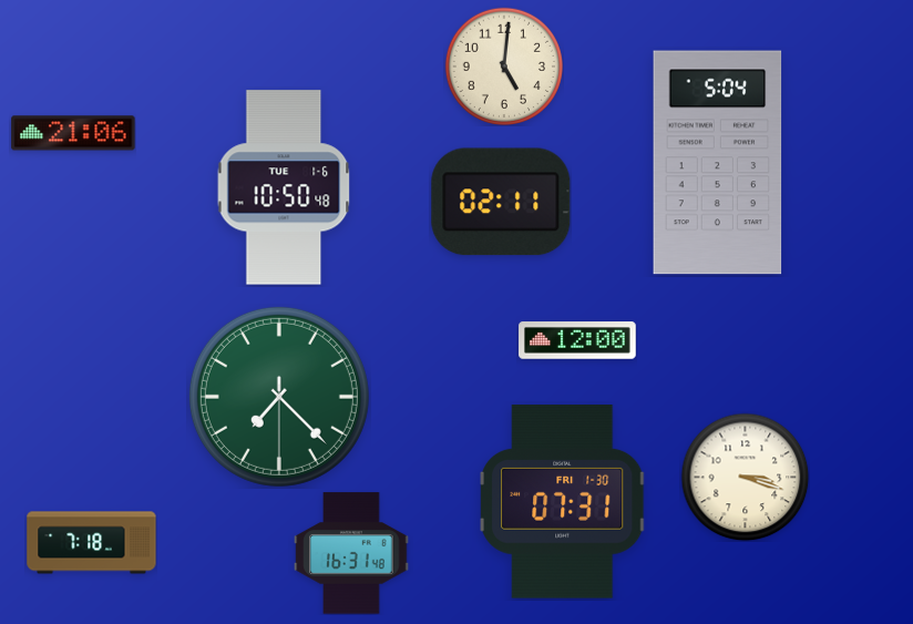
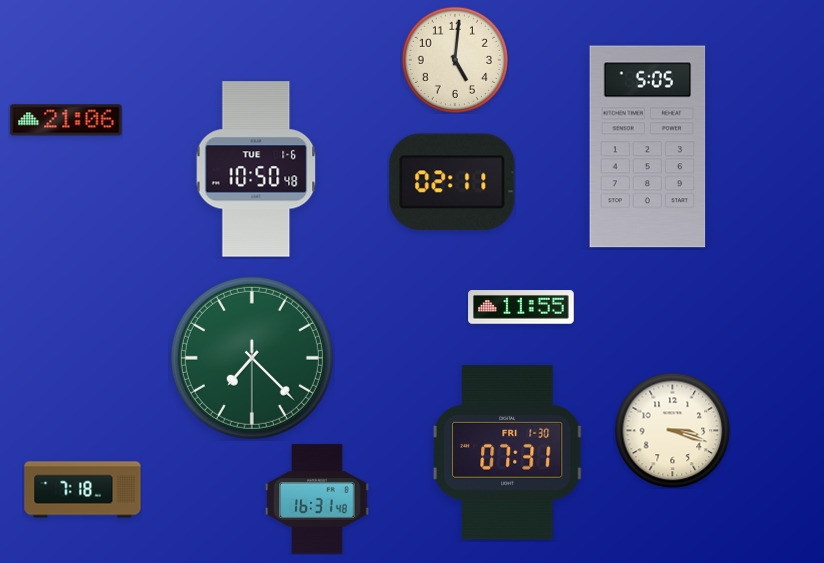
clock at (718, 163): 5:04 -> 5:05
clock at (577, 340): 12:00 -> 11:55
